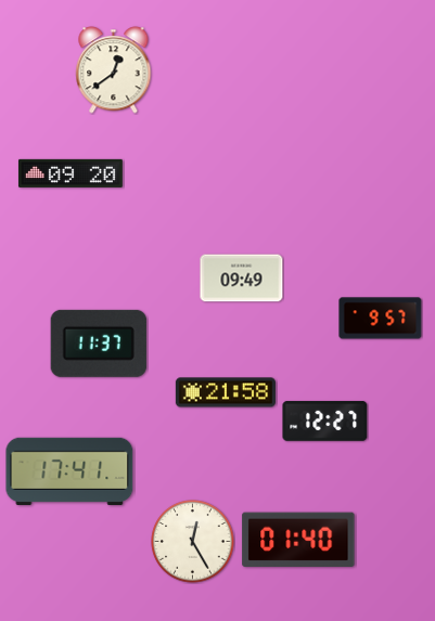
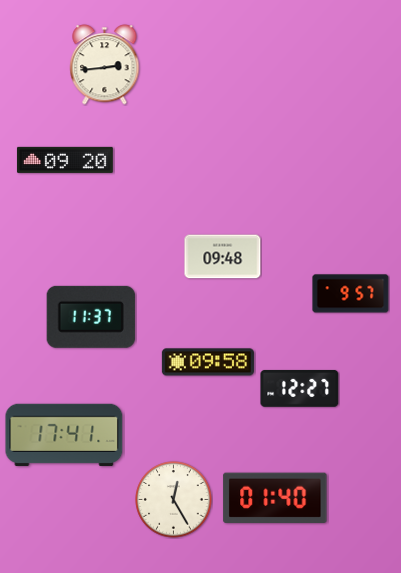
clock at (114, 70): 12:39 -> 2:44
clock at (242, 279): 09:49 -> 09:48
clock at (226, 392): 21:58 -> 09:58
clock at (193, 542) position: (193, 542) -> (174, 500)
